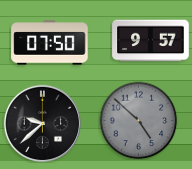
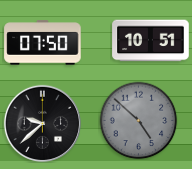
clock at (151, 41): 9:57 -> 10:51
clock at (50, 43) position: (50, 43) -> (43, 43)
